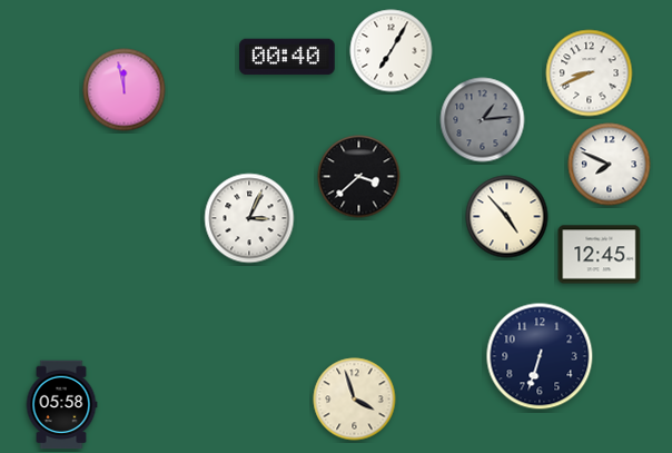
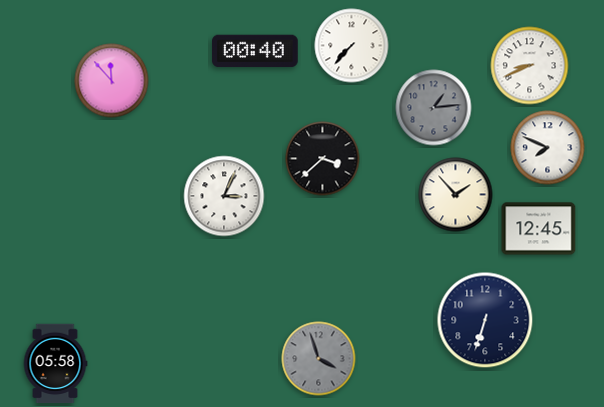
clock at (392, 51): 7:05 -> 7:37
clock at (287, 57) position: (287, 57) -> (255, 51)
clock at (125, 90): 11:58 -> 11:53
clock at (507, 217): 4:53 -> 1:53
clock at (355, 400) dial: cream -> grey
